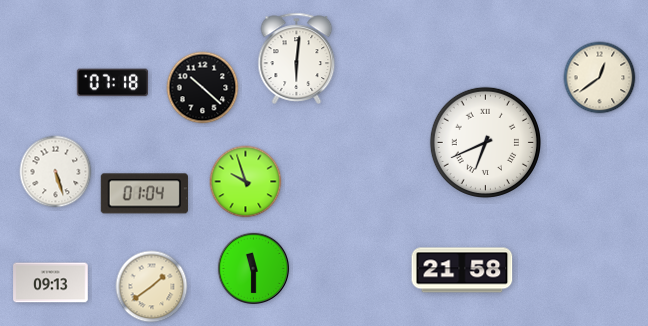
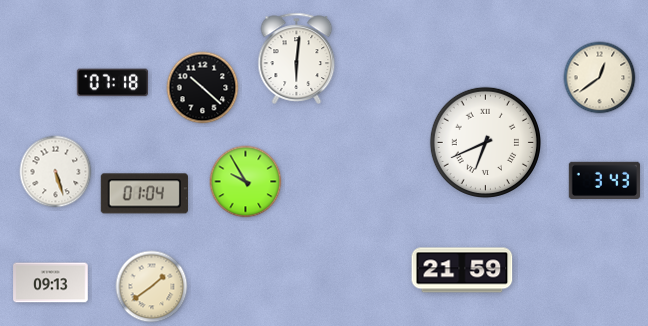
clock at (604, 180): none -> 3:43
clock at (246, 182): 9:57 -> 9:55
clock at (254, 269): 11:30 -> none
clock at (462, 270): 21:58 -> 21:59
